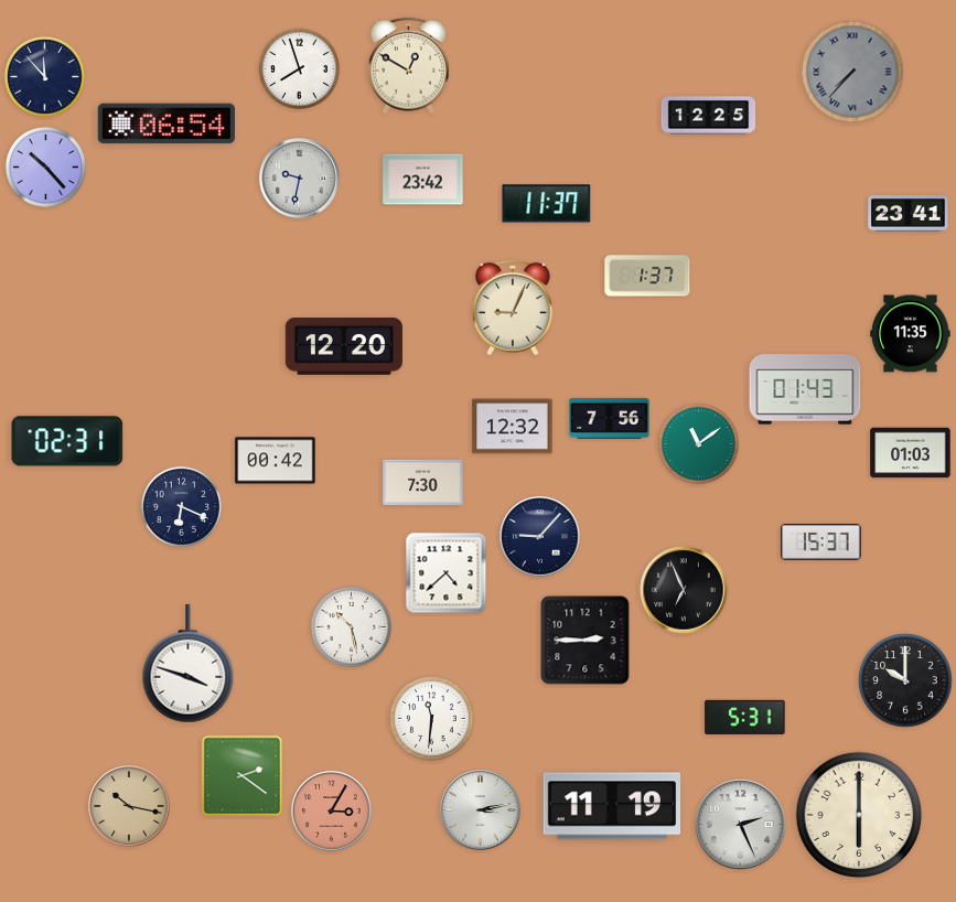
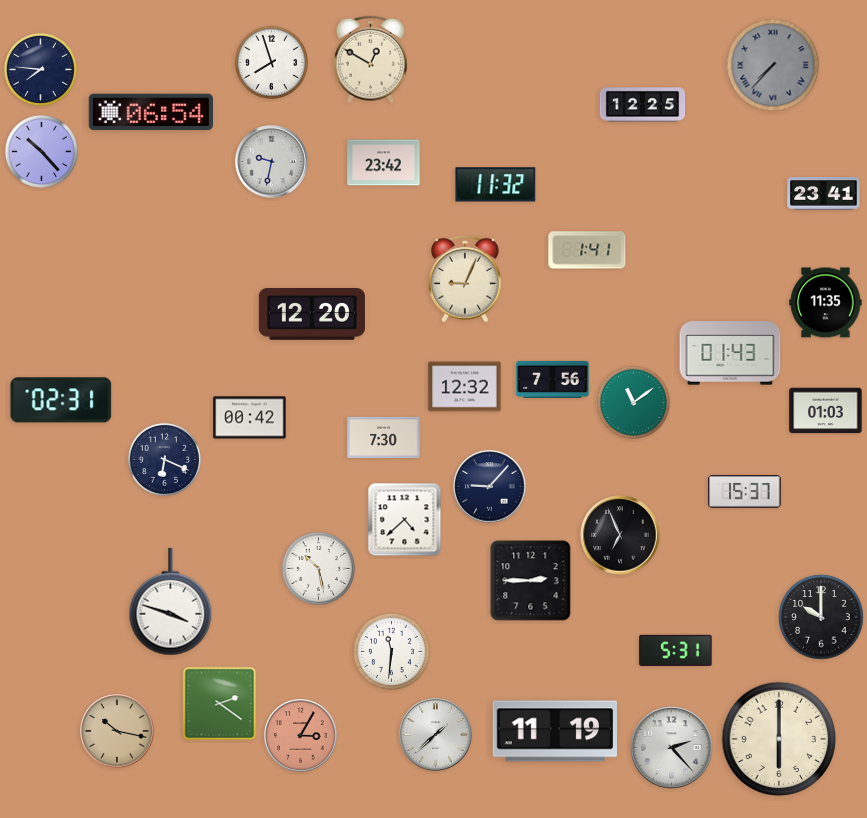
clock at (44, 76): 11:53 -> 7:46
clock at (547, 204): 11:37 -> 11:32
clock at (647, 276): 1:37 -> 1:41
clock at (481, 810): 3:13 -> 1:38
clock at (741, 825): 2:26 -> 2:23
